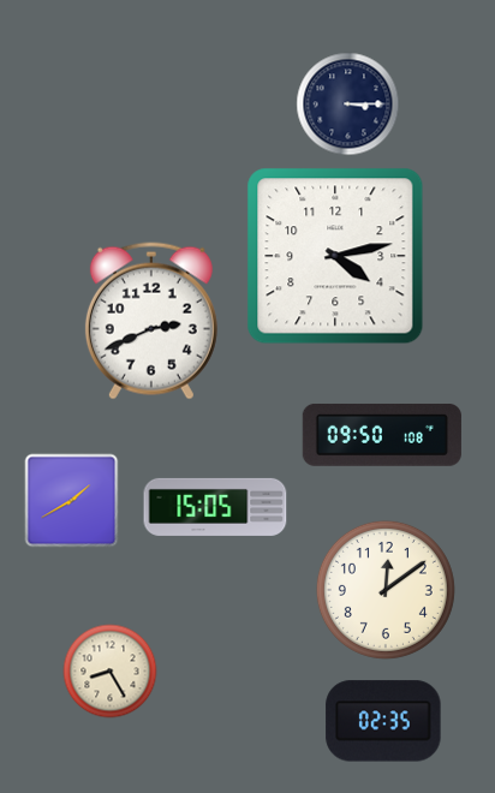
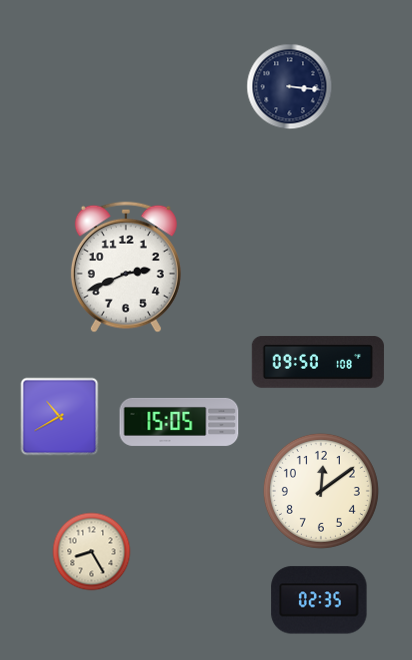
clock at (347, 103): 3:15 -> 3:16
clock at (335, 256): 4:13 -> none
clock at (71, 500): 1:40 -> 10:40
clock at (109, 670) position: (109, 670) -> (91, 551)
